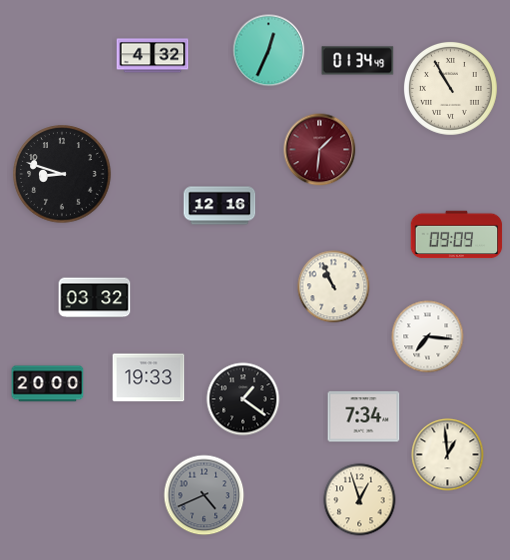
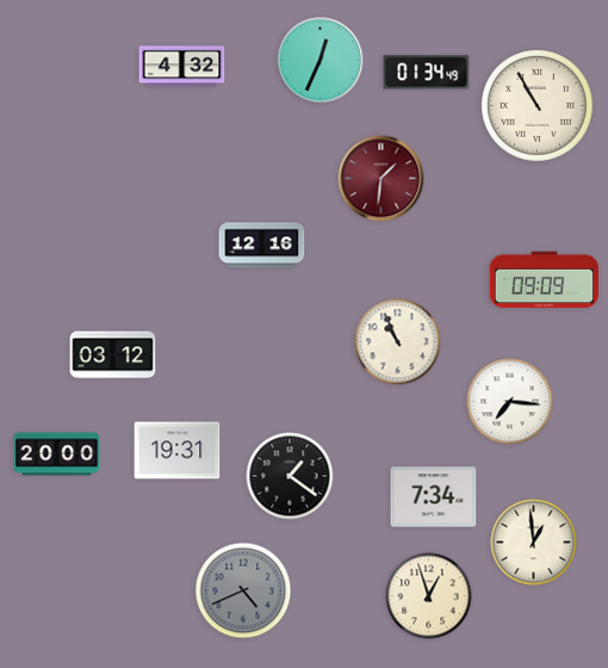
clock at (62, 174): 8:48 -> none
clock at (95, 298): 03:32 -> 03:12
clock at (149, 378): 19:33 -> 19:31
clock at (48, 384) position: (48, 384) -> (57, 454)
